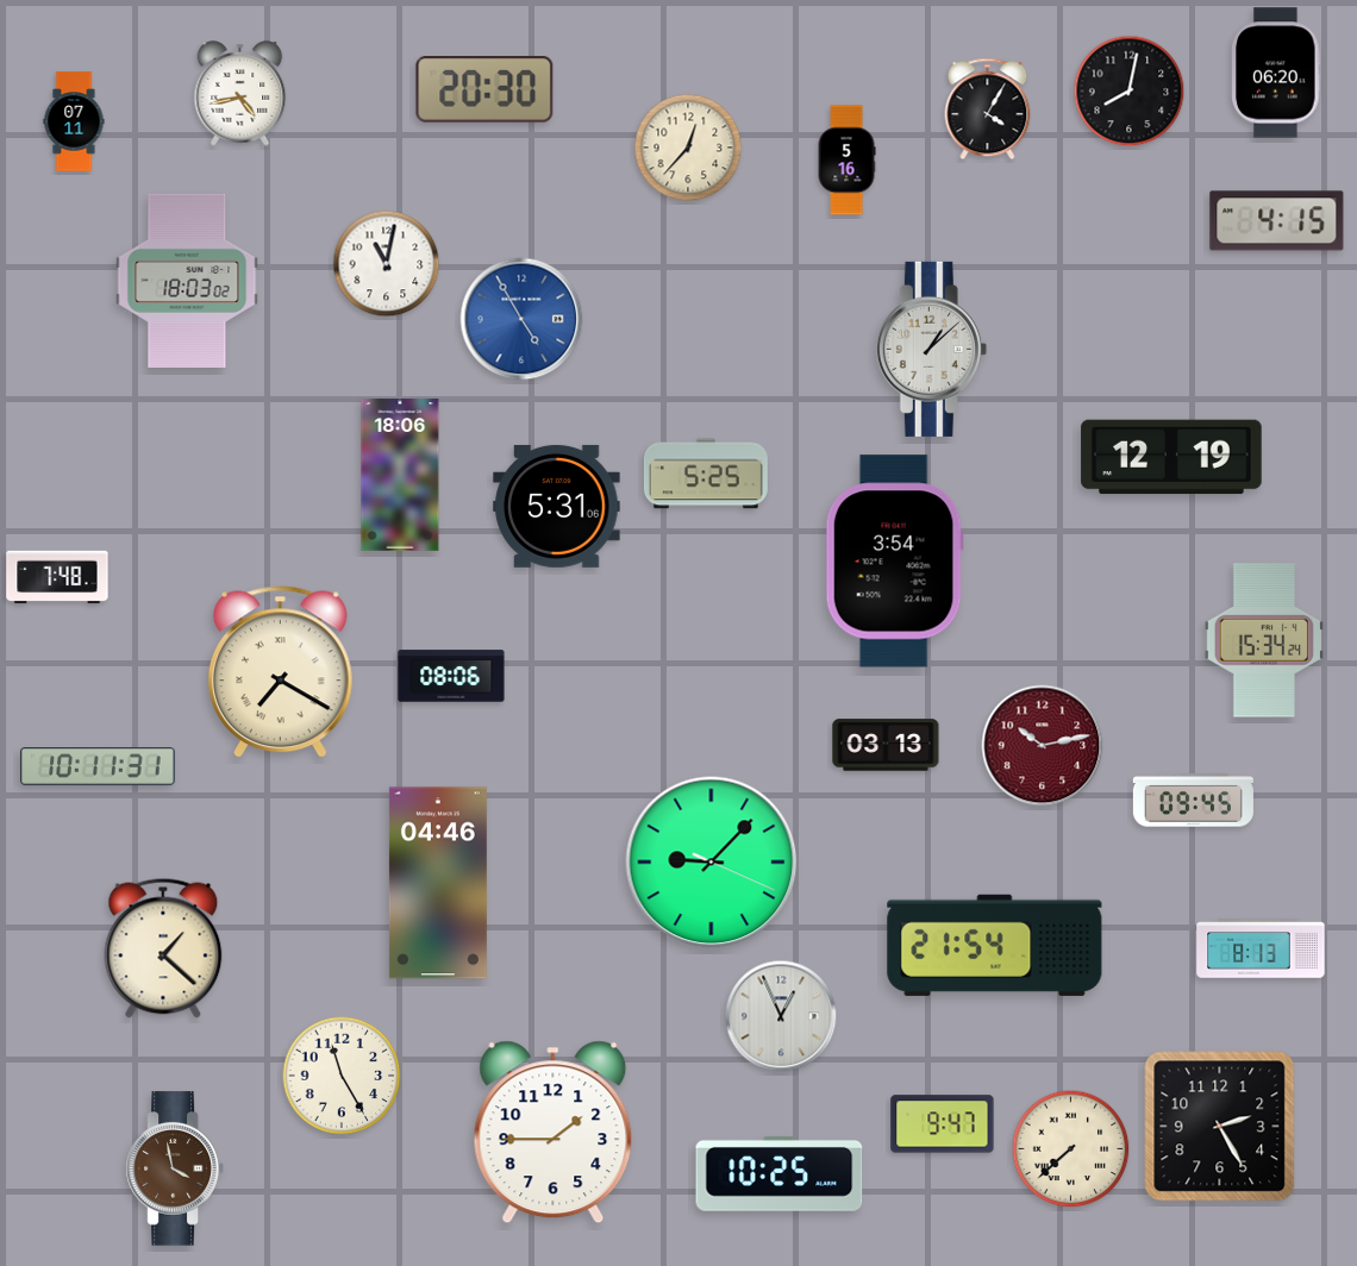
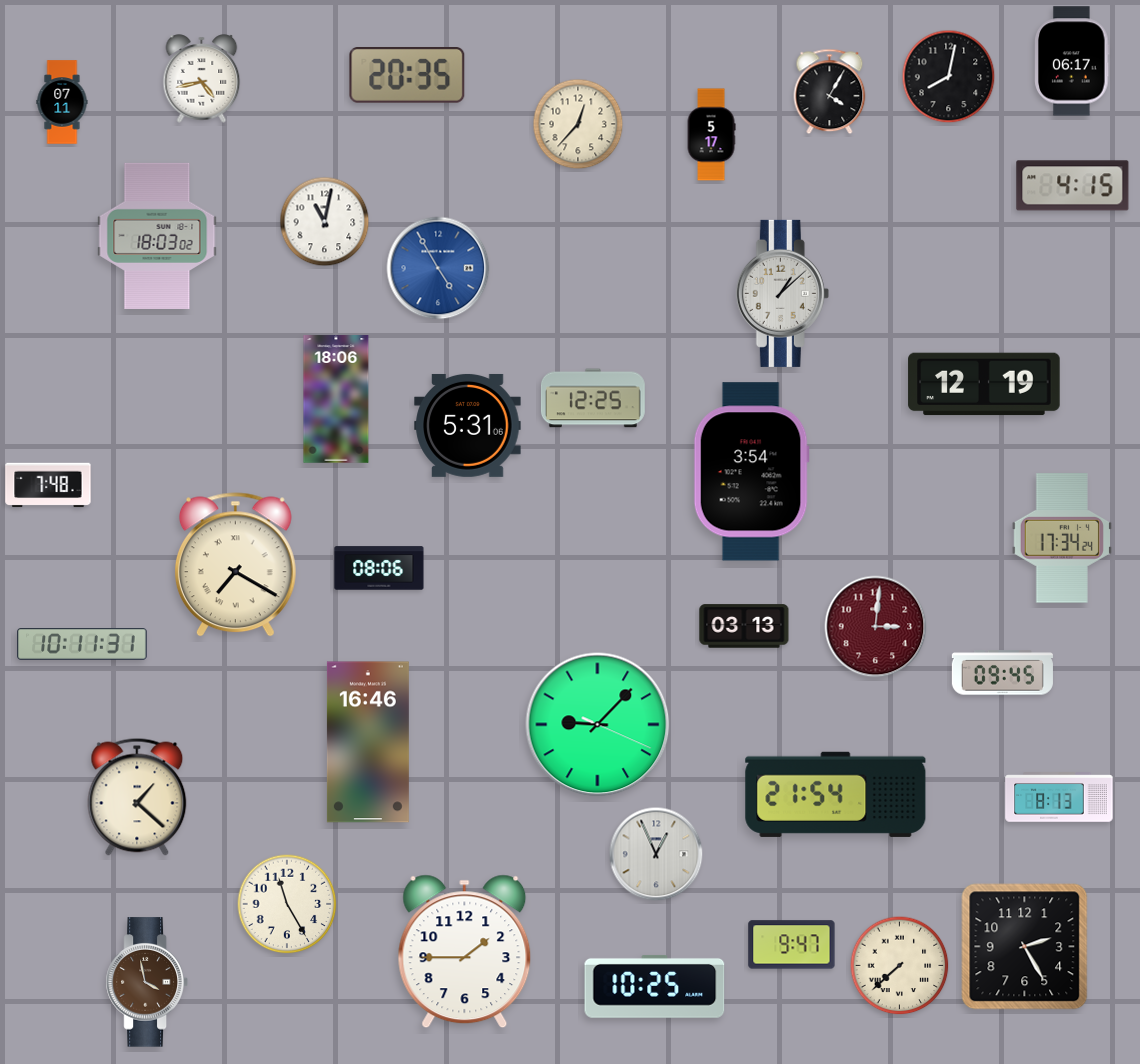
clock at (1276, 73): 06:20 -> 06:17
clock at (484, 90): 20:30 -> 20:35
clock at (846, 161): 5:16 -> 5:17
clock at (706, 474): 5:25 -> 12:25
clock at (1264, 640): 15:34 -> 17:34
clock at (1043, 746): 10:13 -> 3:01
clock at (438, 883): 04:46 -> 16:46
